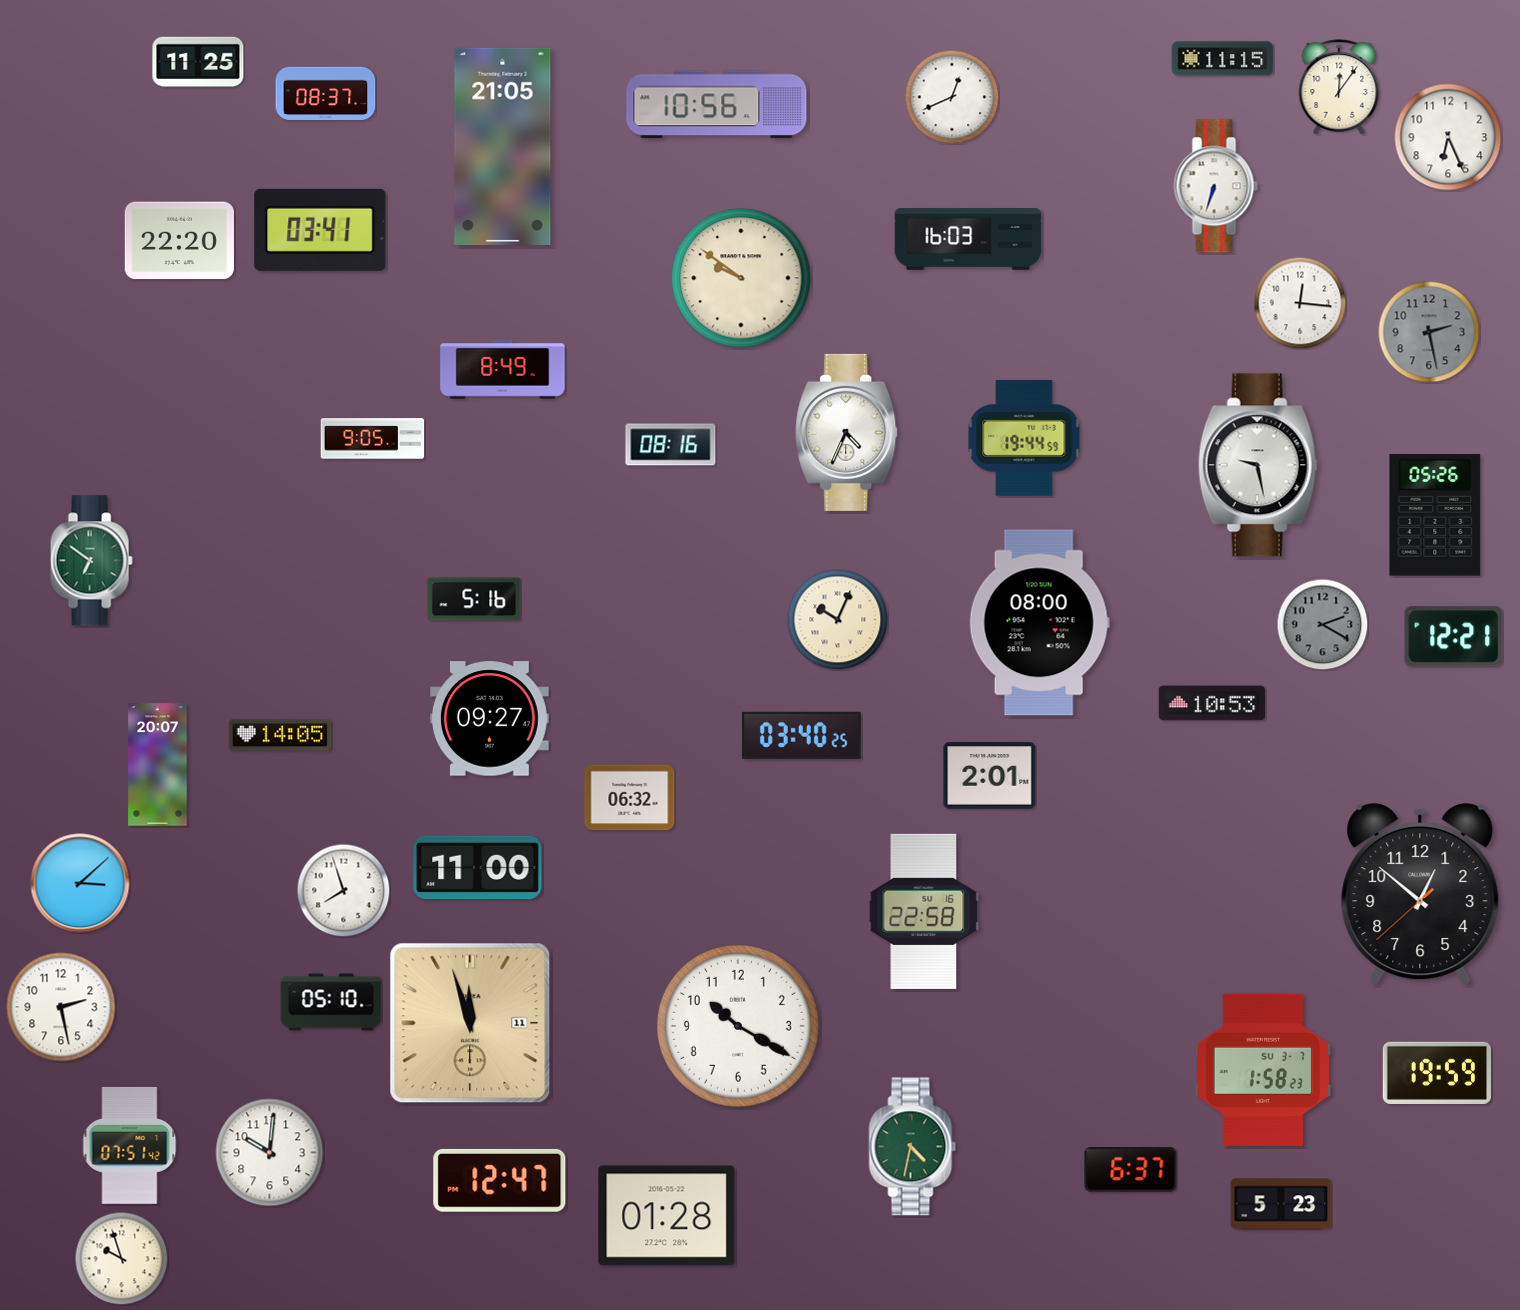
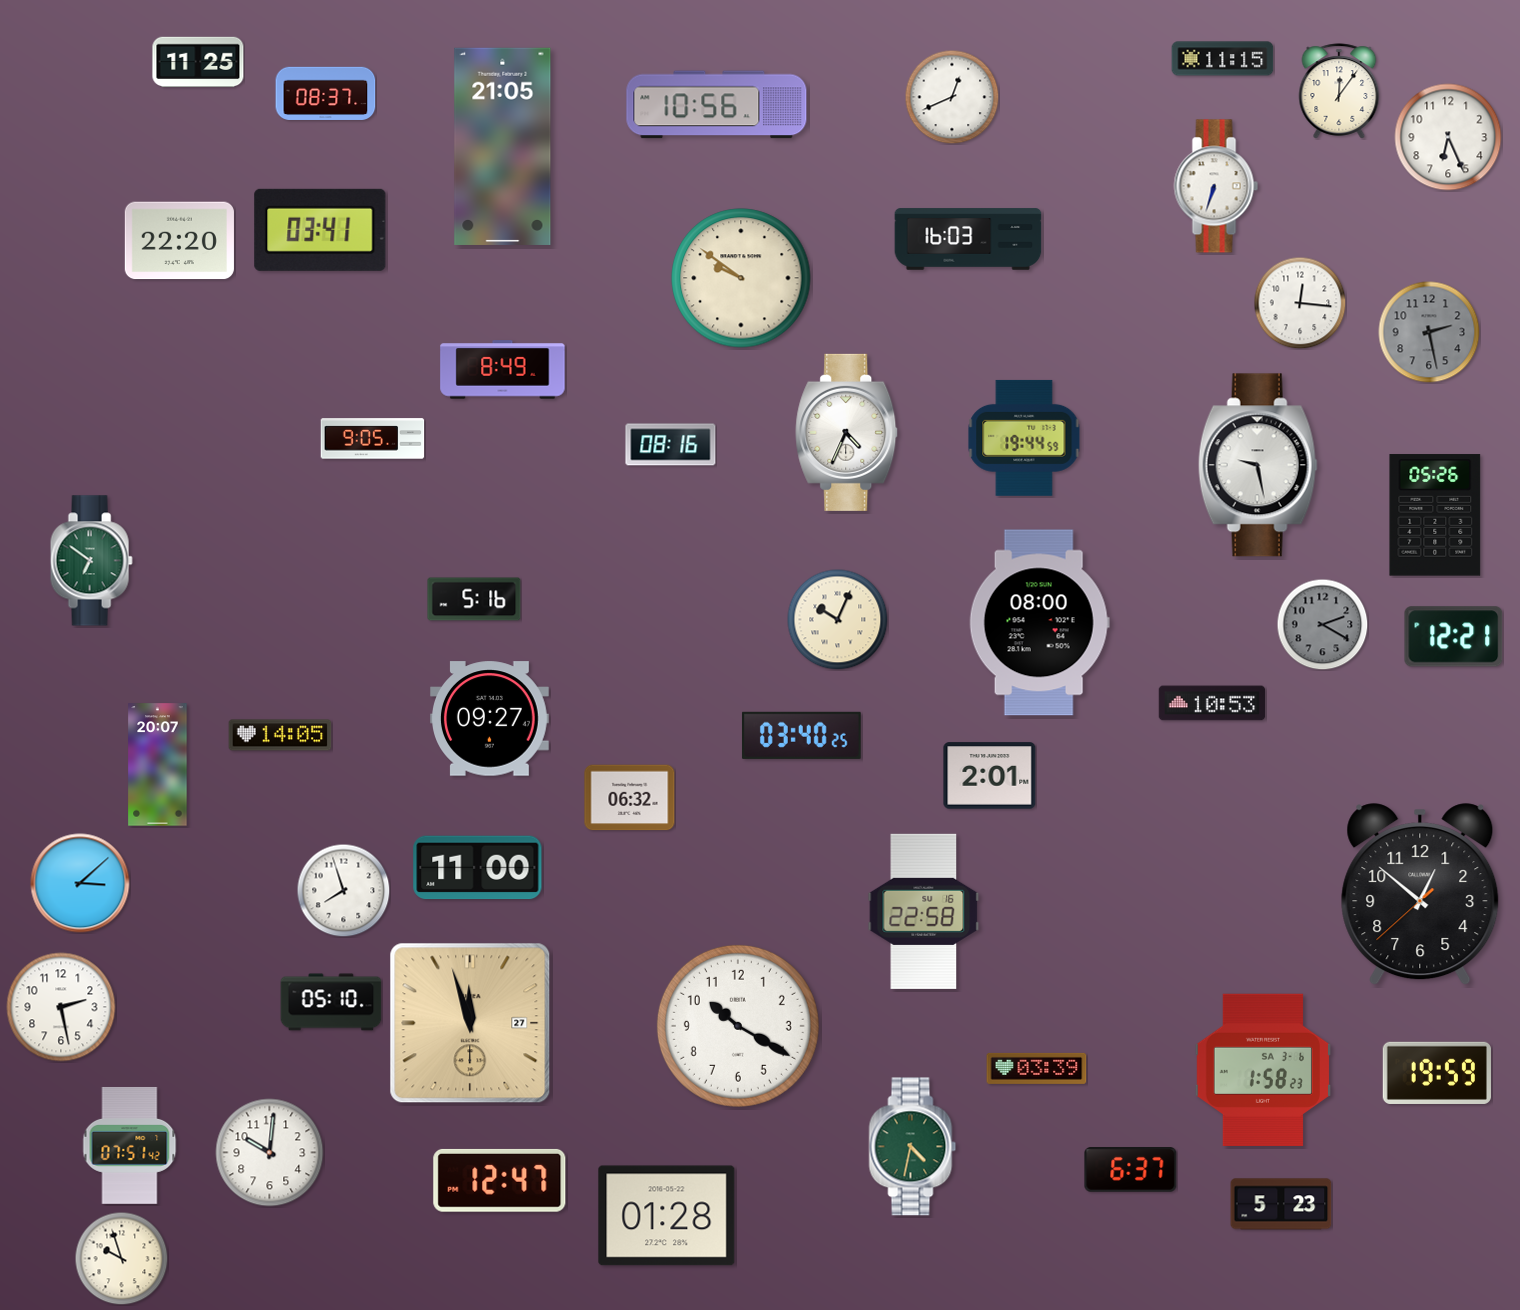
clock at (1339, 87) position: (1339, 87) -> (1339, 91)
clock at (470, 1023) date: 11 -> 27
clock at (1037, 1068): none -> 03:39
clock at (1262, 1069) date: SU 3-7 -> SA 3-6
